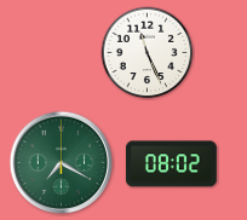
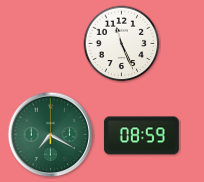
clock at (171, 164): 08:02 -> 08:59
